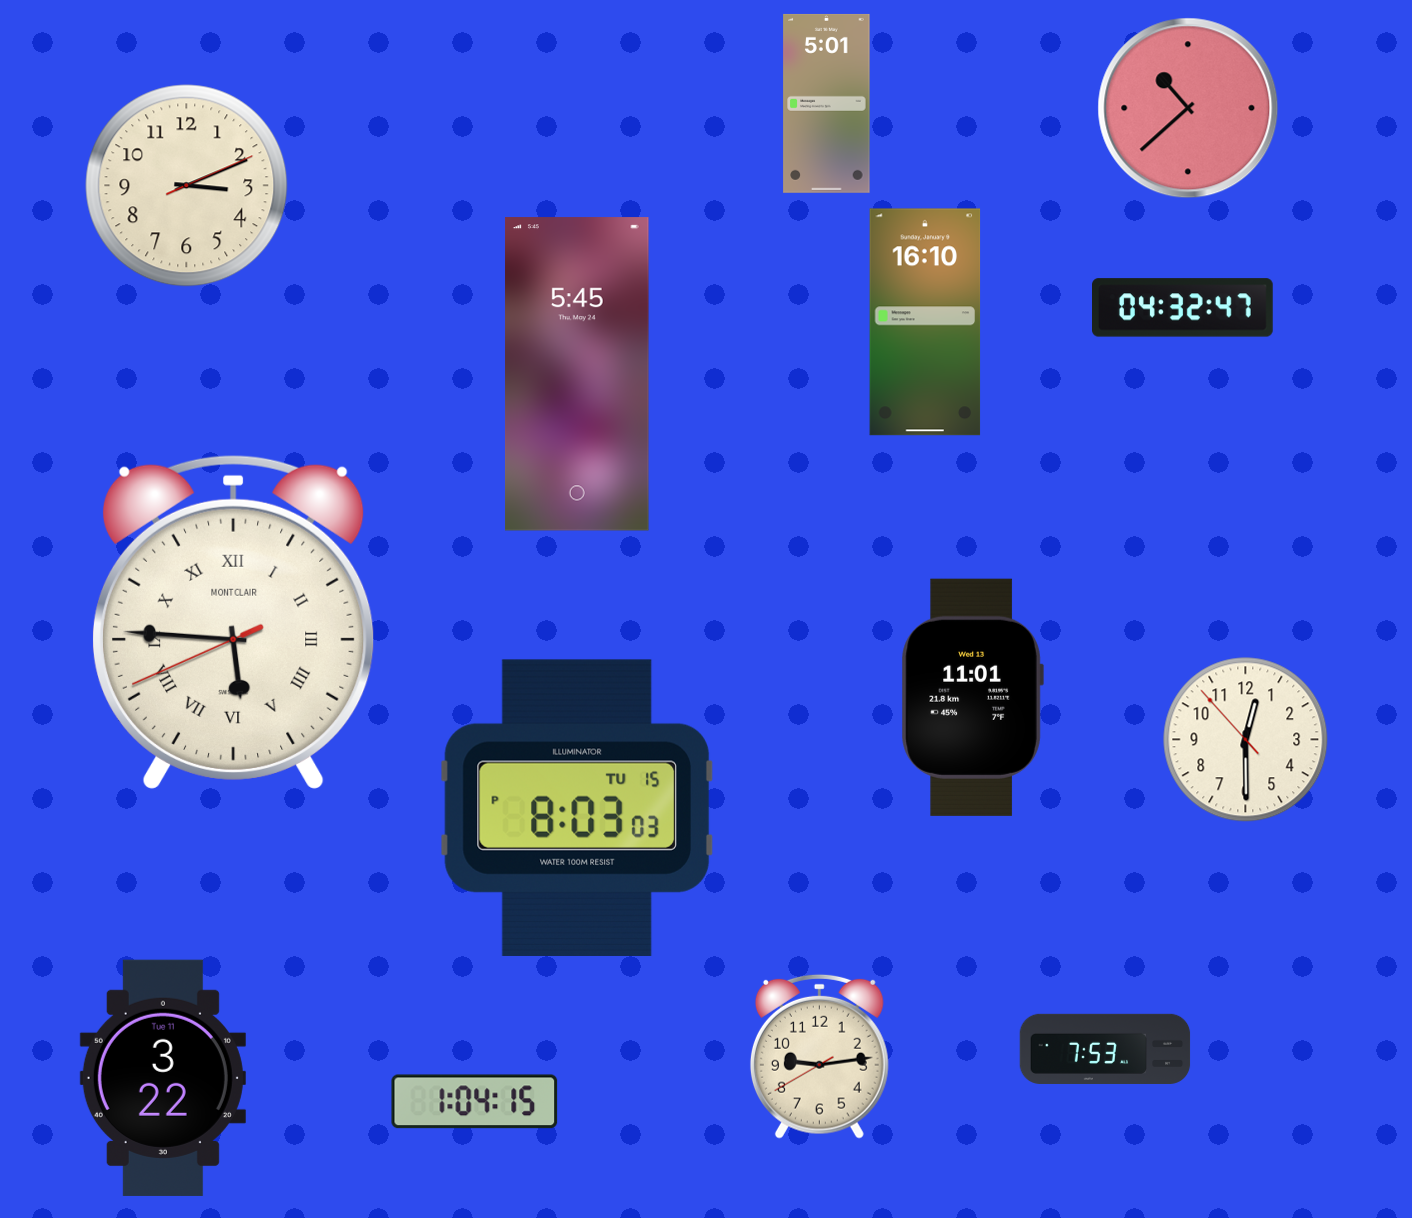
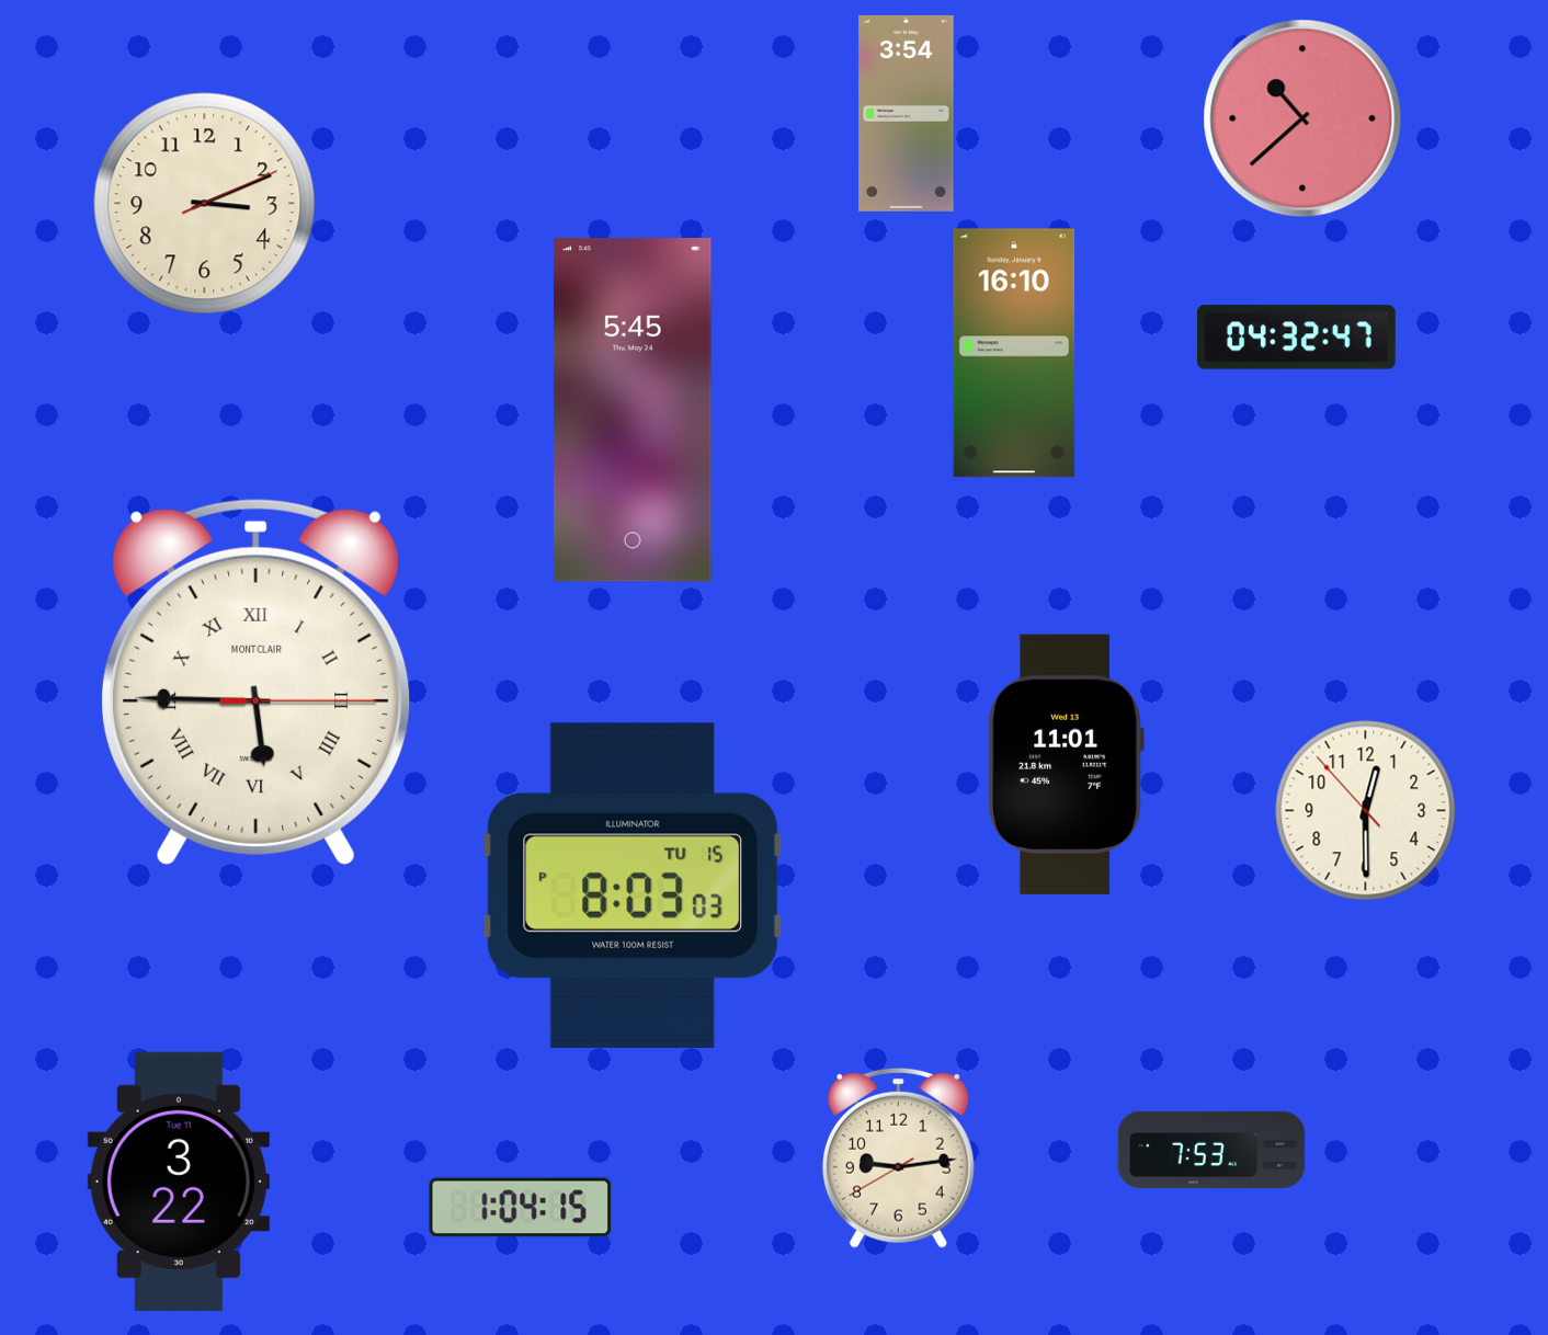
clock at (827, 103): 5:01 -> 3:54
clock at (233, 622): 5:45:41 -> 5:45:15
